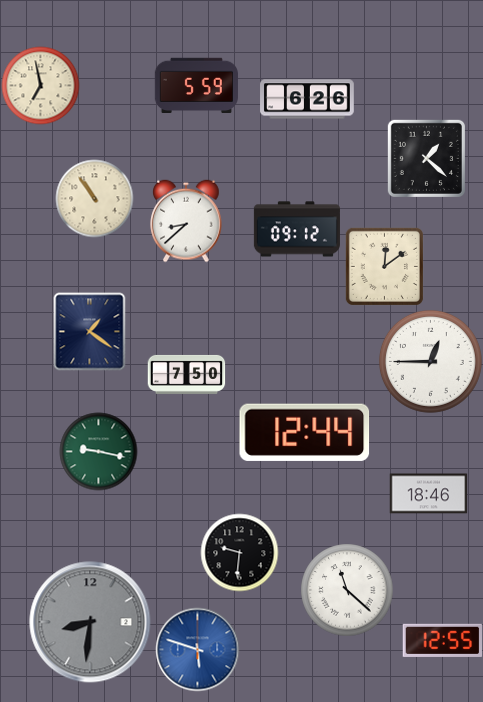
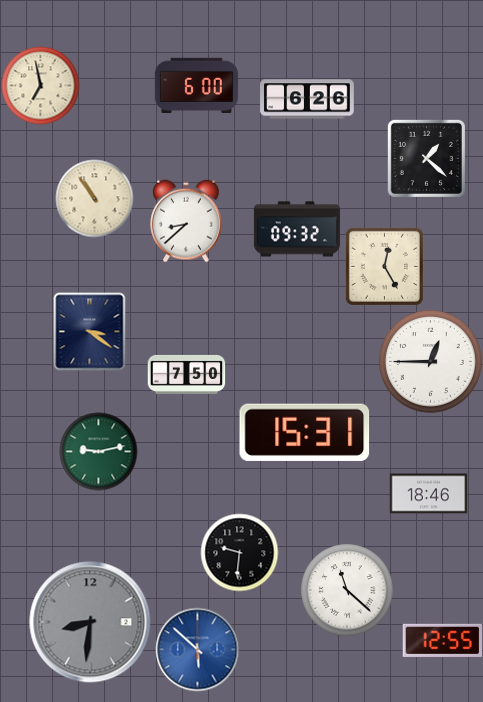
clock at (196, 85): 5:59 -> 6:00
clock at (297, 229): 09:12 -> 09:32
clock at (384, 266): 12:09 -> 12:25
clock at (90, 331): 1:21 -> 3:21
clock at (305, 432): 12:44 -> 15:31
clock at (98, 451): 9:17 -> 9:13
clock at (197, 649): 5:48 -> 5:52
